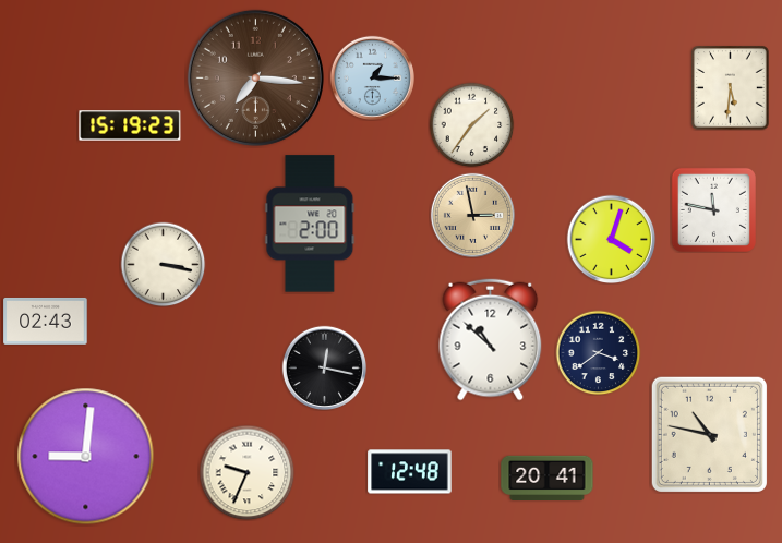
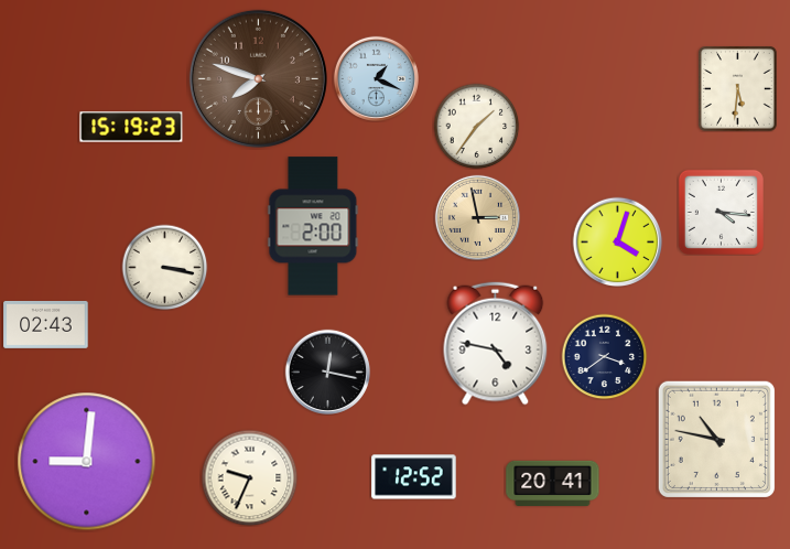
clock at (255, 77): 7:16 -> 7:48
clock at (372, 77): 1:15 -> 1:19
clock at (713, 209): 11:47 -> 4:16
clock at (491, 340): 10:52 -> 4:47
clock at (410, 472): 12:48 -> 12:52
